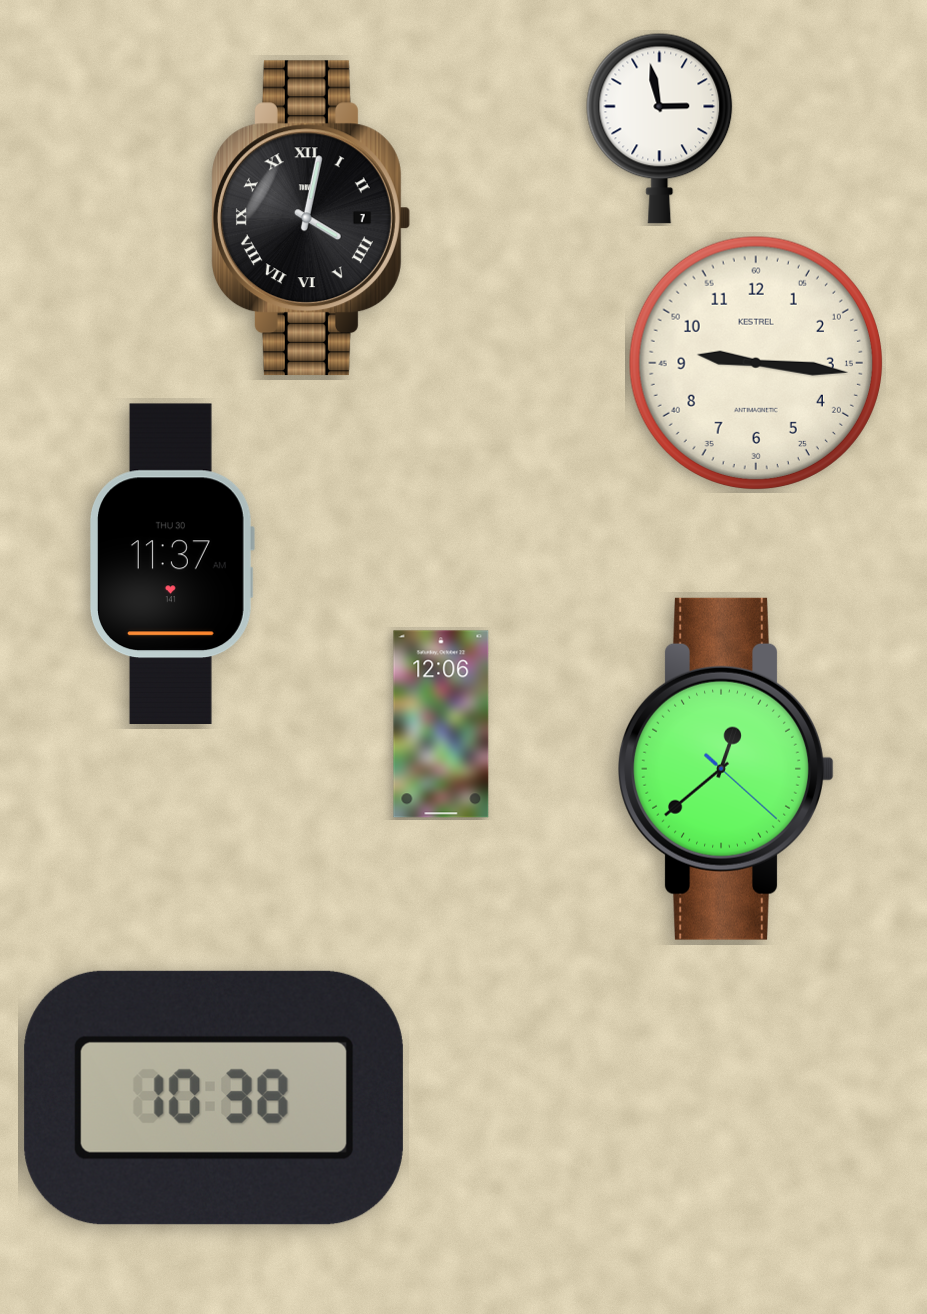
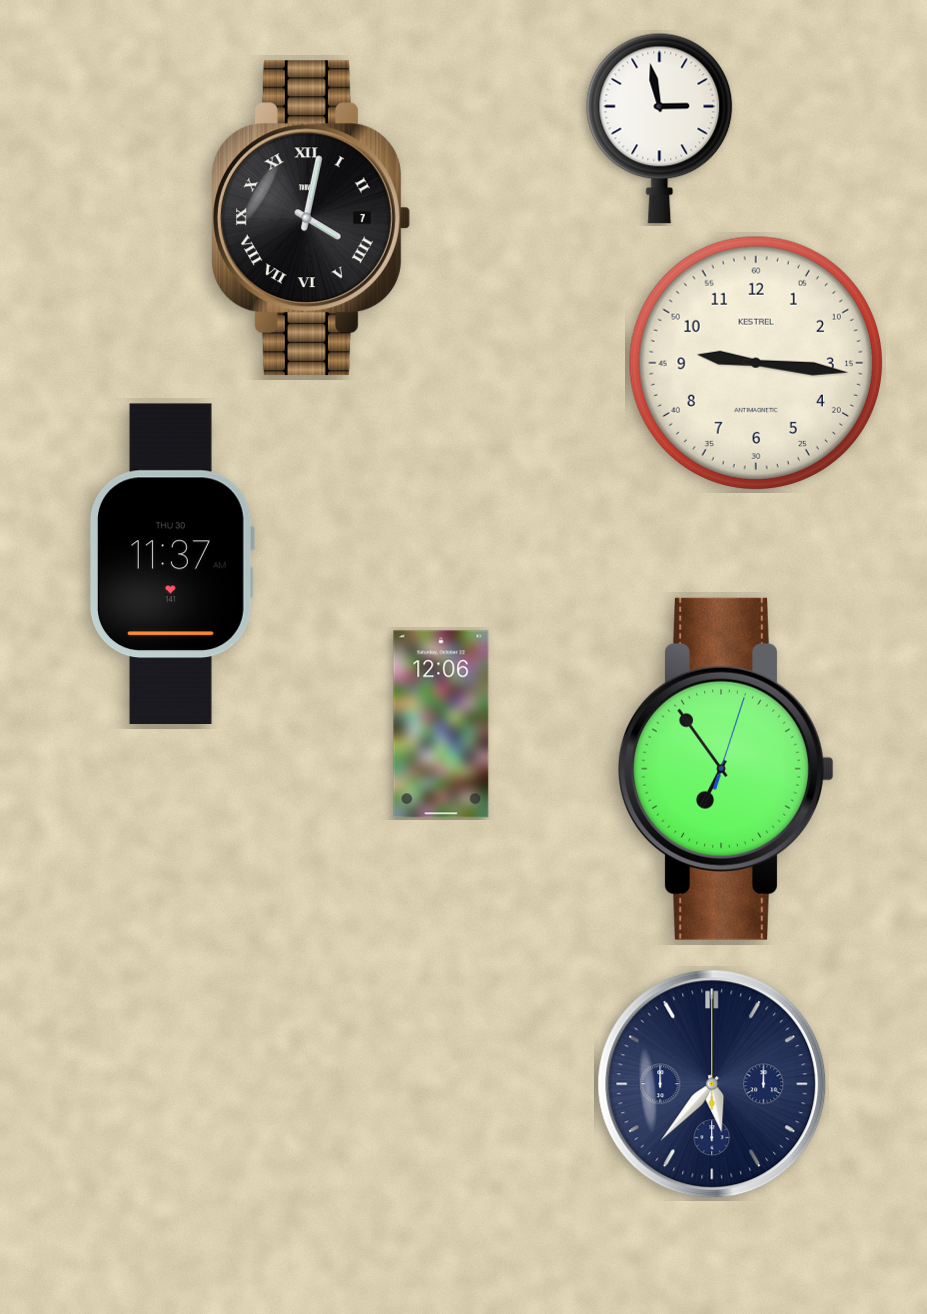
clock at (726, 769): 12:38 -> 6:54
clock at (712, 1084): none -> 5:37
clock at (214, 1098): 10:38 -> none
